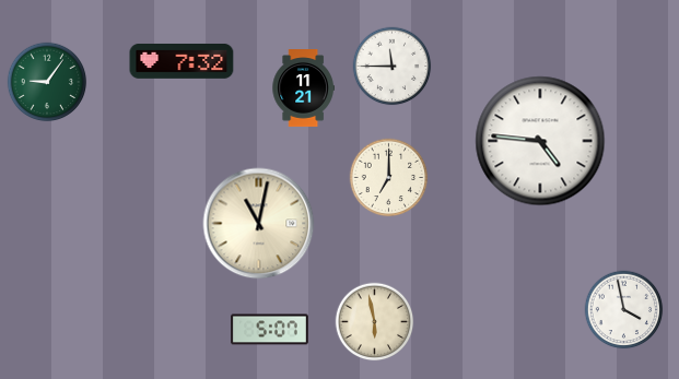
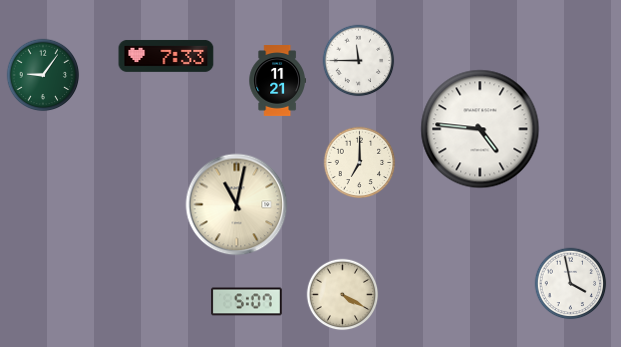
clock at (182, 61): 7:32 -> 7:33
clock at (540, 141) position: (540, 141) -> (480, 129)
clock at (389, 178) position: (389, 178) -> (360, 163)
clock at (375, 322): 5:58 -> 4:20
